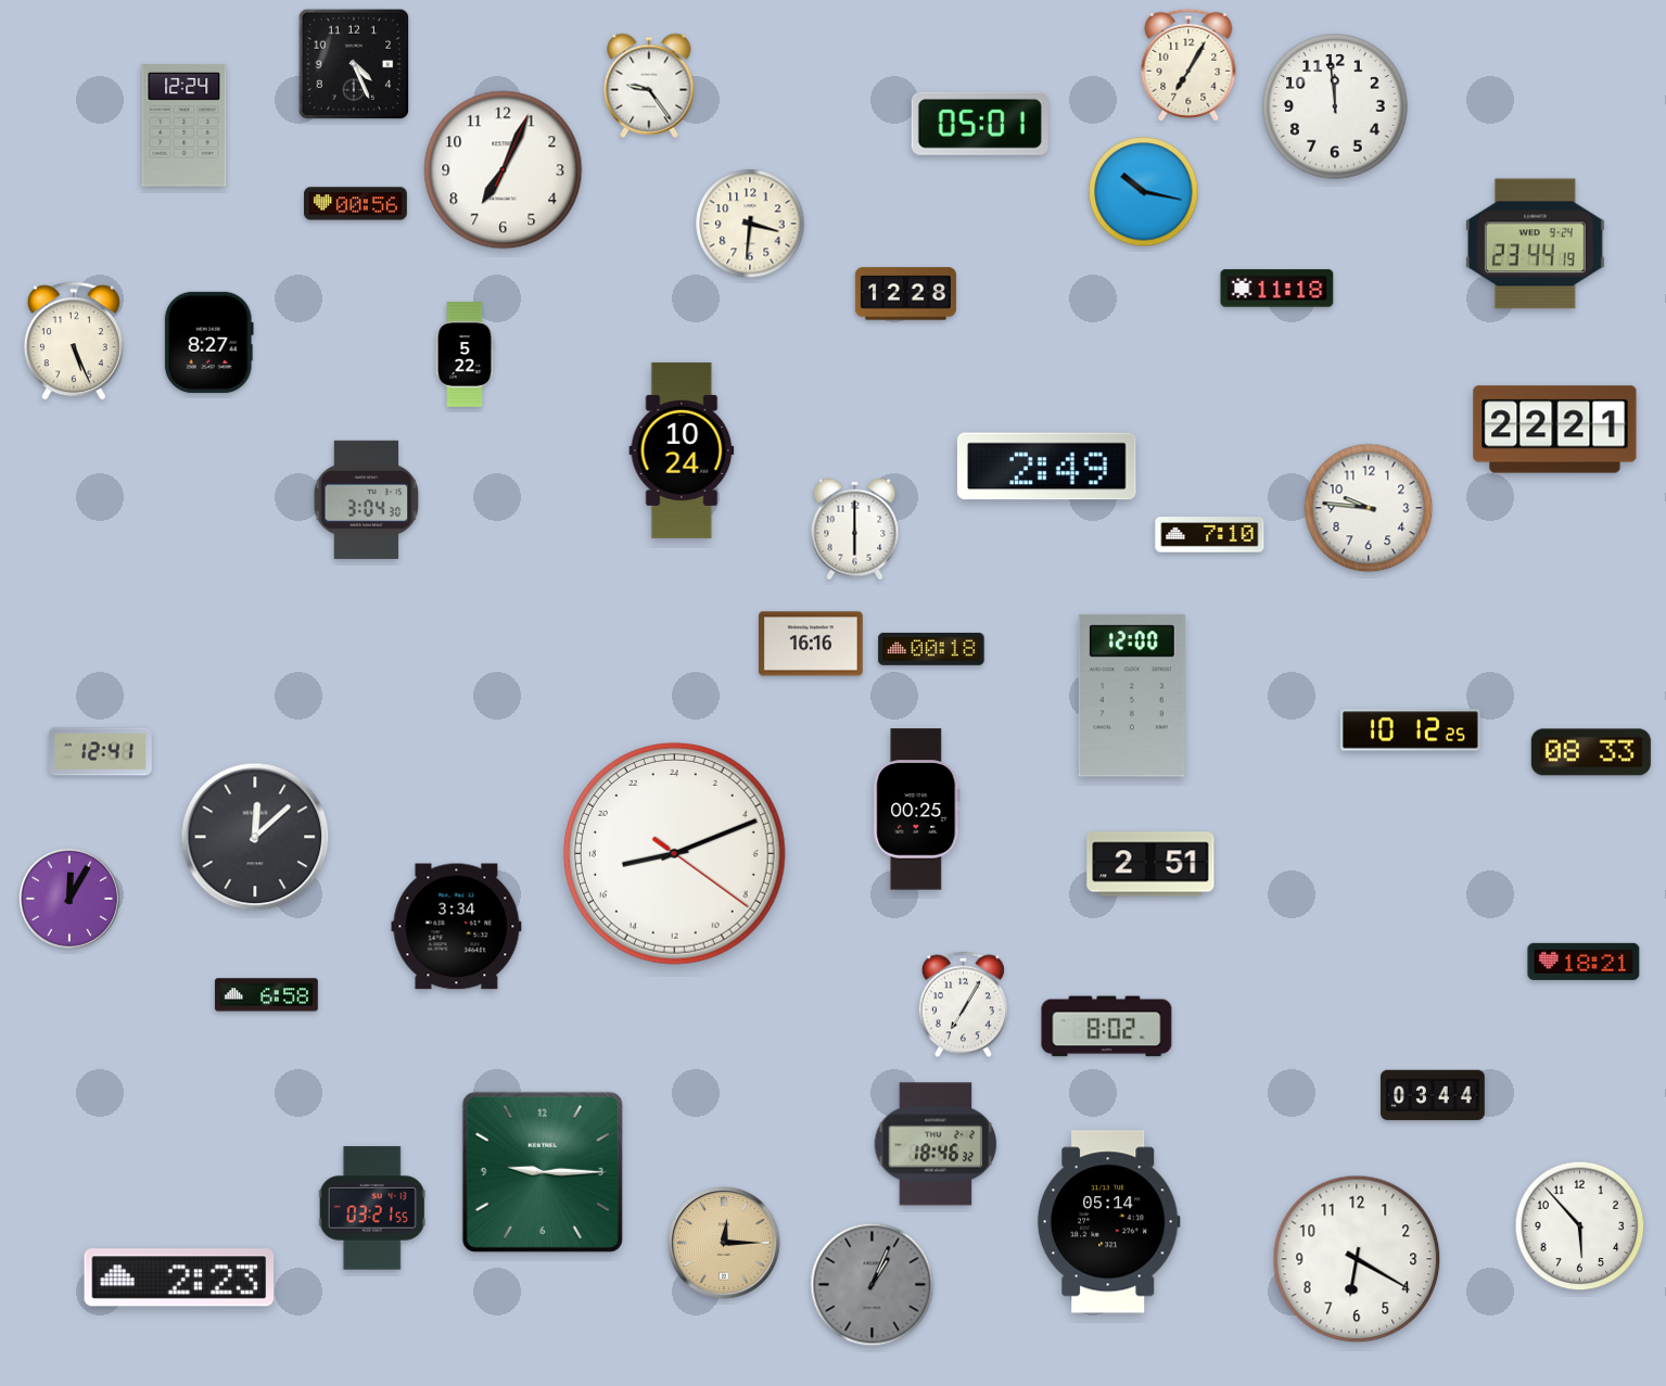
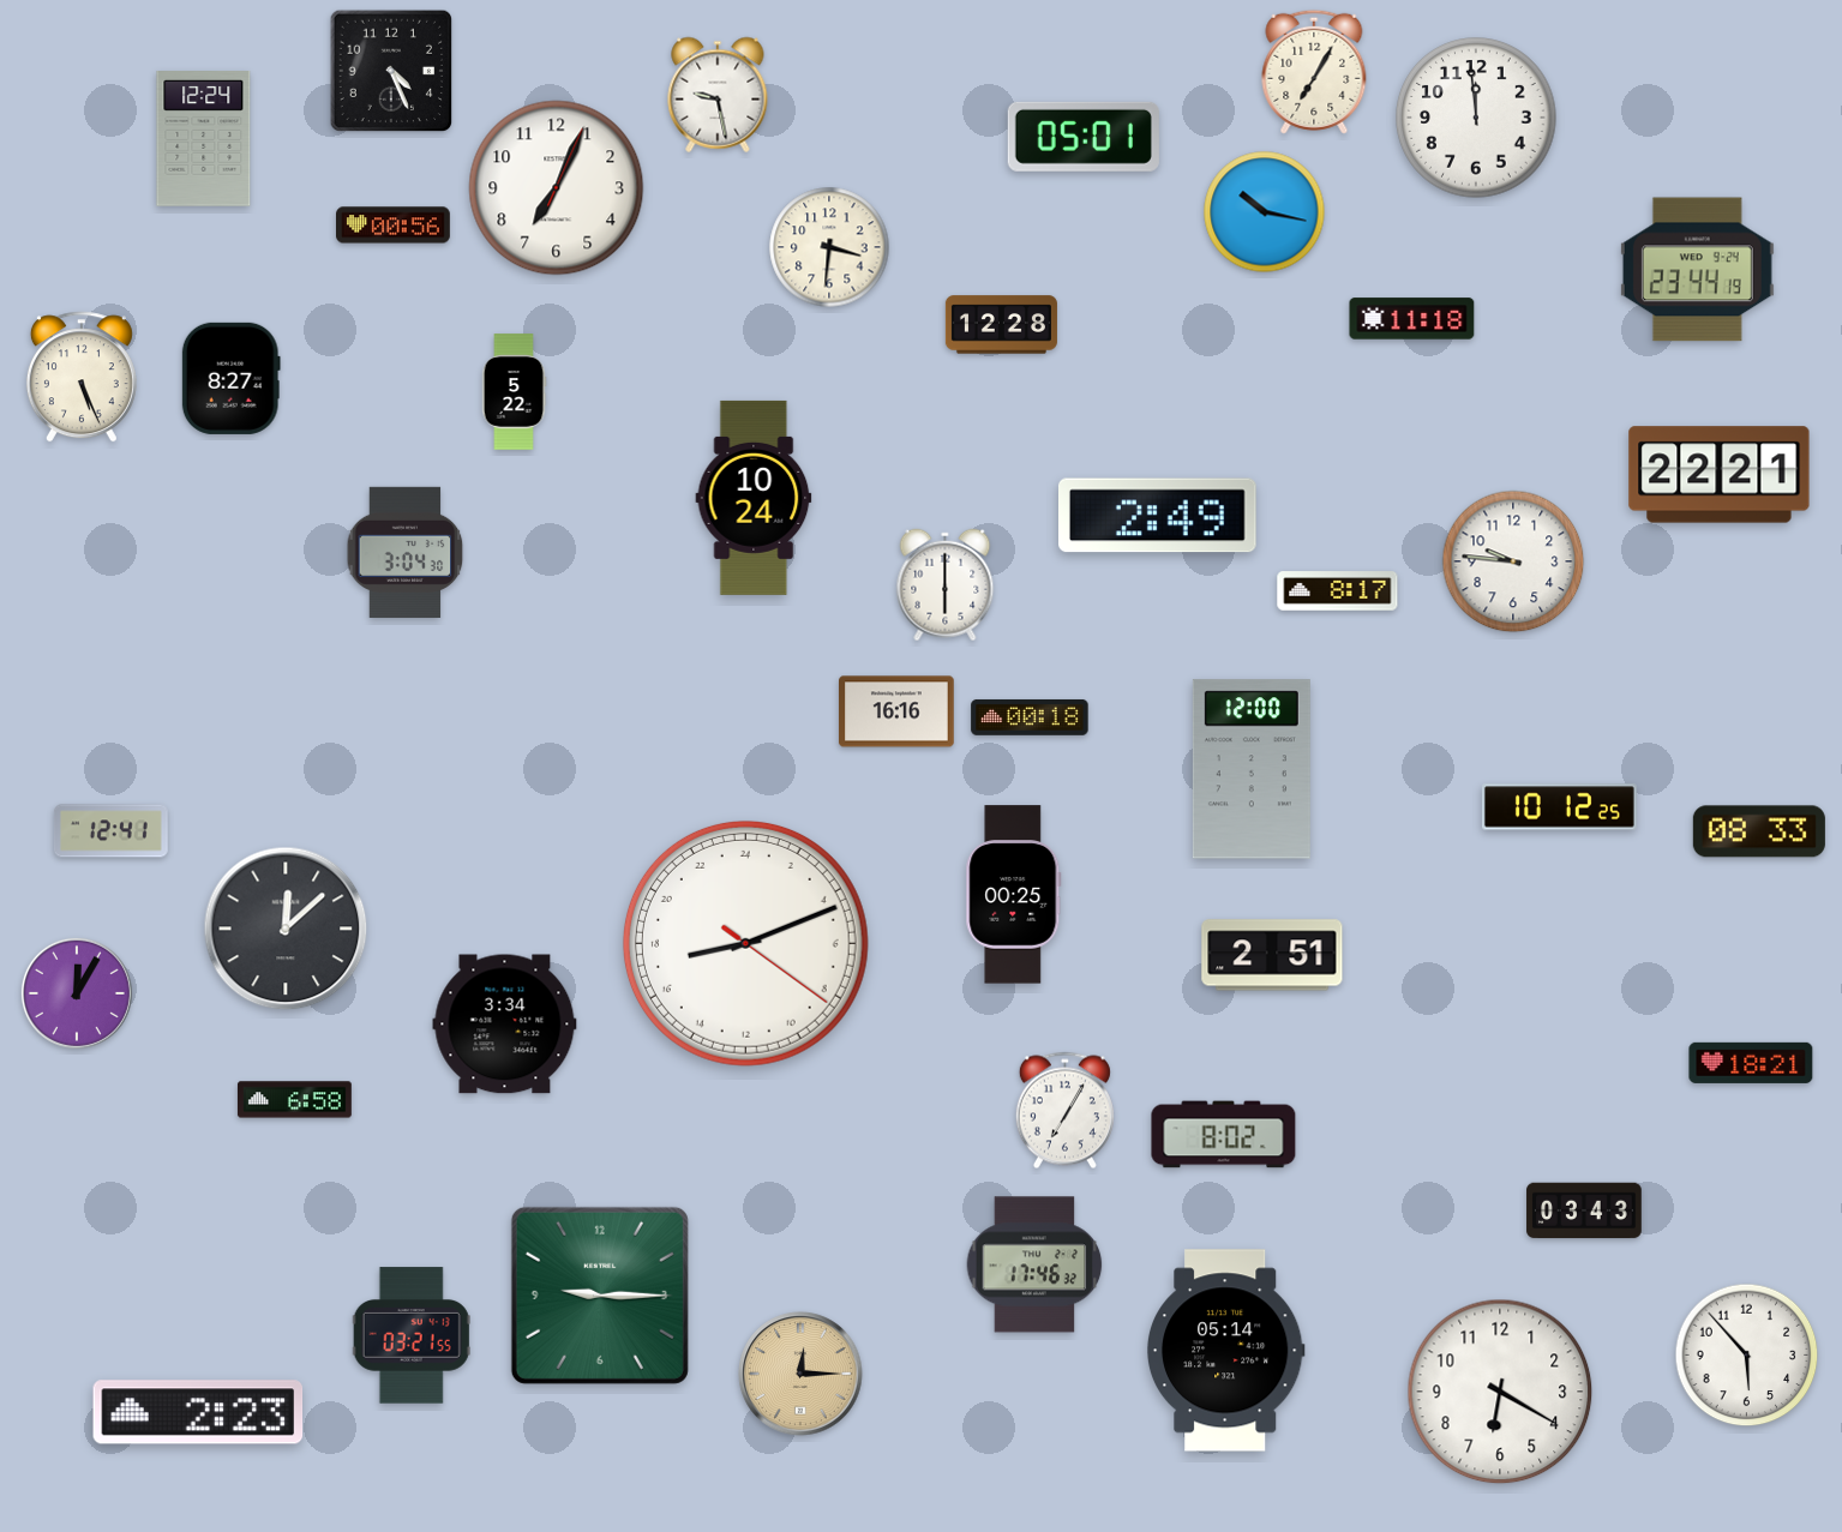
clock at (649, 86): 9:24 -> 9:28
clock at (1210, 535): 7:10 -> 8:17
clock at (255, 837) position: (255, 837) -> (286, 929)
clock at (1433, 1095): 03:44 -> 03:43
clock at (936, 1144): 18:46 -> 17:46
clock at (873, 1285): 1:04 -> none
